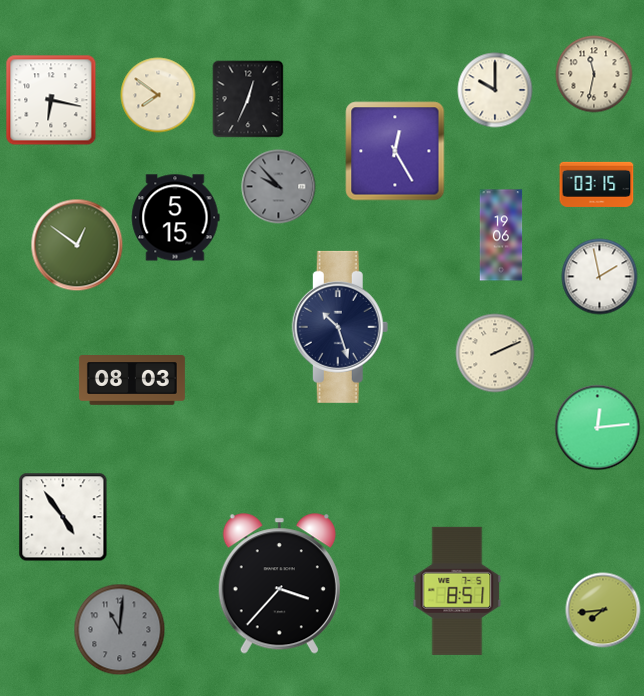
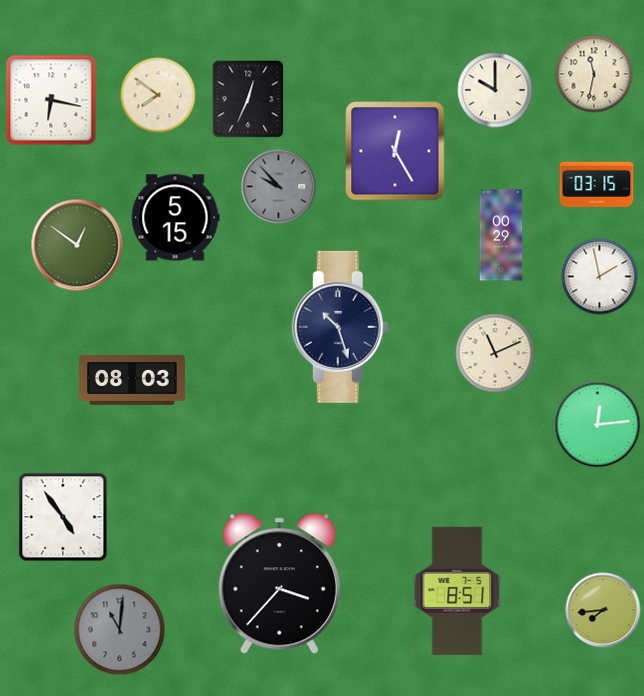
clock at (501, 235): 19:06 -> 00:29
clock at (495, 353): 2:11 -> 11:11
clock at (598, 428) position: (598, 428) -> (598, 425)
